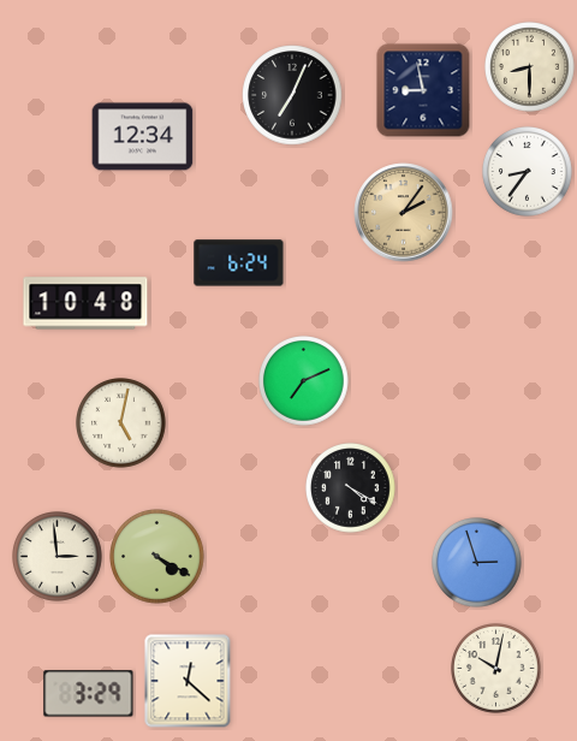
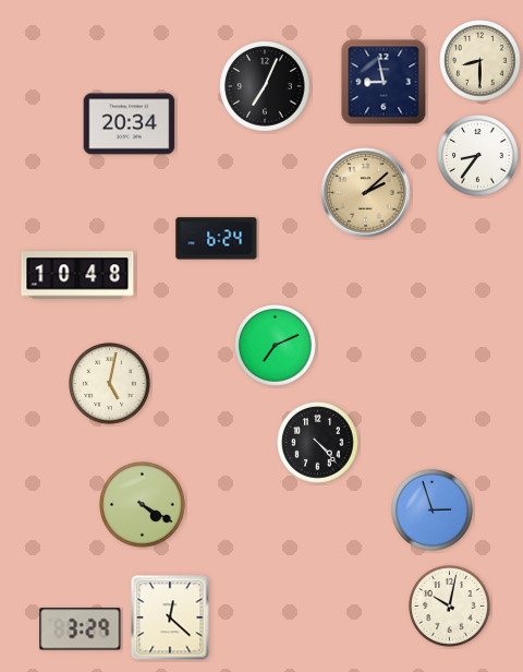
clock at (143, 137): 12:34 -> 20:34
clock at (404, 213): 2:06 -> 2:08
clock at (351, 488): 4:20 -> 4:23
clock at (58, 557): 2:59 -> none
